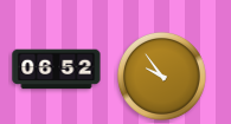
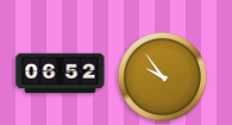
clock at (57, 70) position: (57, 70) -> (61, 74)
